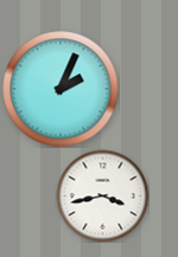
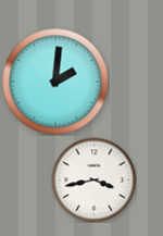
clock at (61, 89): 2:04 -> 2:01
